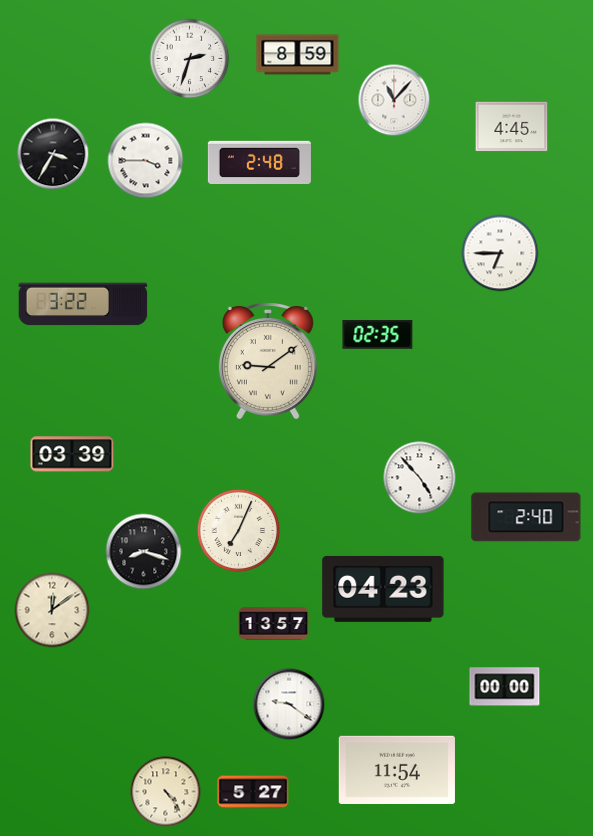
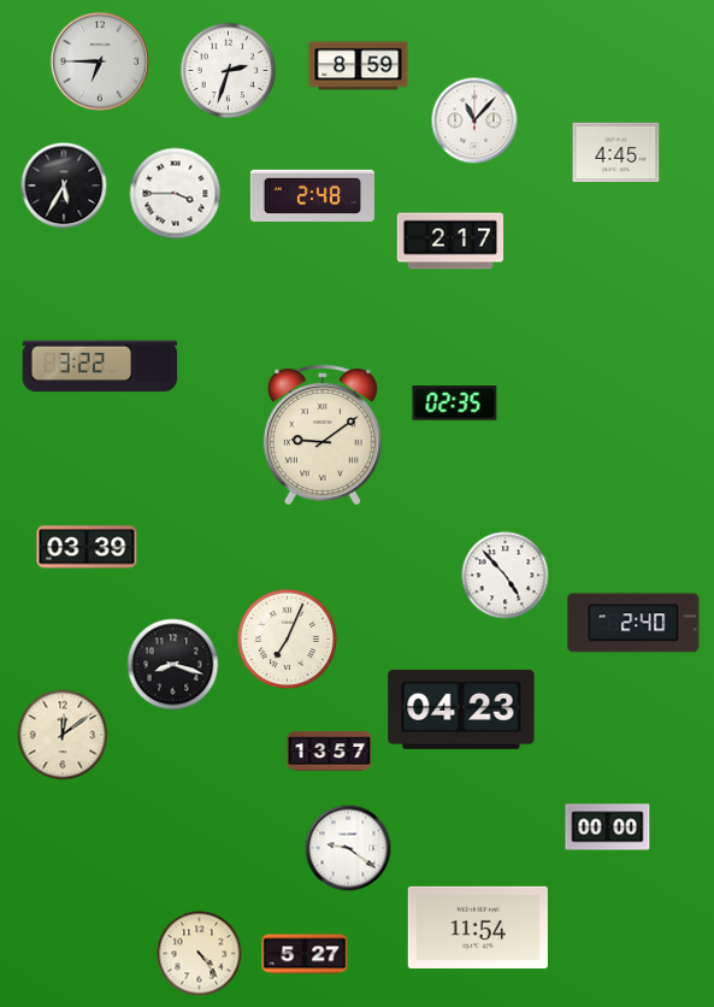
clock at (100, 61): none -> 6:45
clock at (53, 154): 3:35 -> 5:35
clock at (450, 241): none -> 2:17
clock at (500, 253): 6:45 -> none
